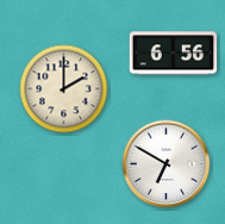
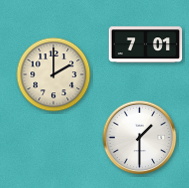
clock at (174, 54): 6:56 -> 7:01
clock at (167, 164): 6:50 -> 1:30
